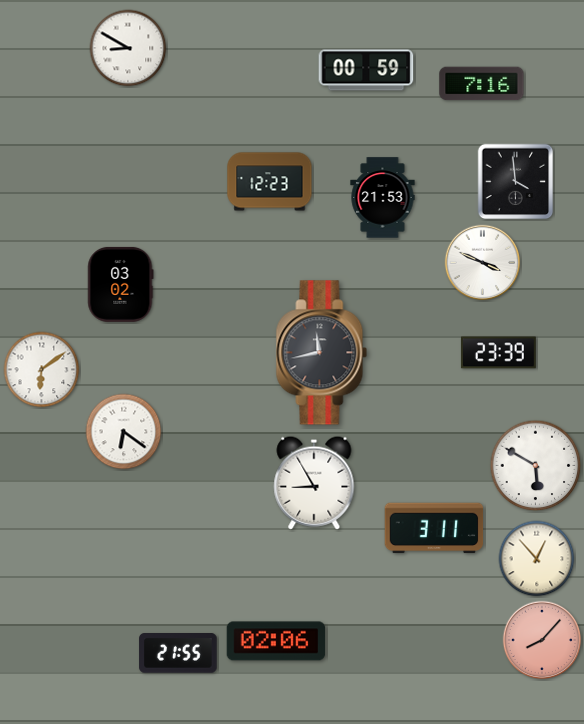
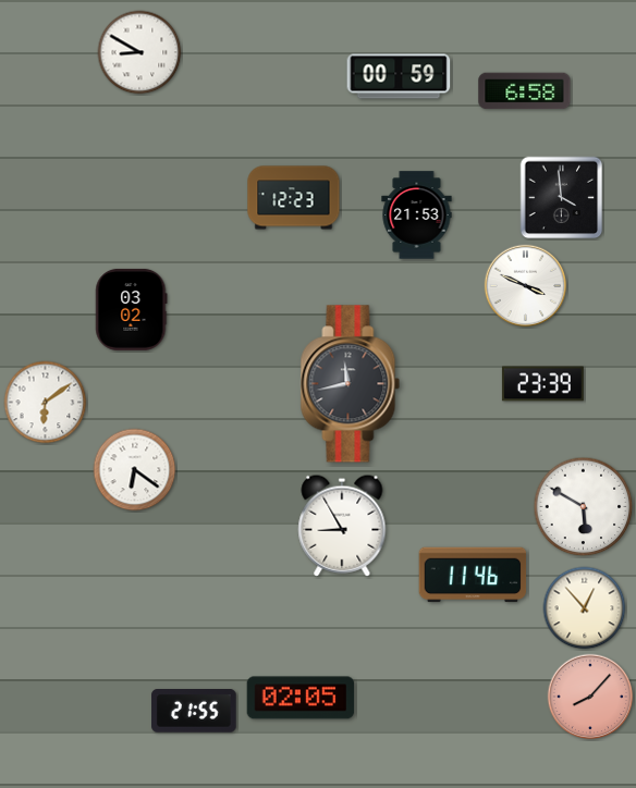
clock at (482, 84): 7:16 -> 6:58
clock at (434, 528): 3:11 -> 11:46
clock at (276, 641): 02:06 -> 02:05
